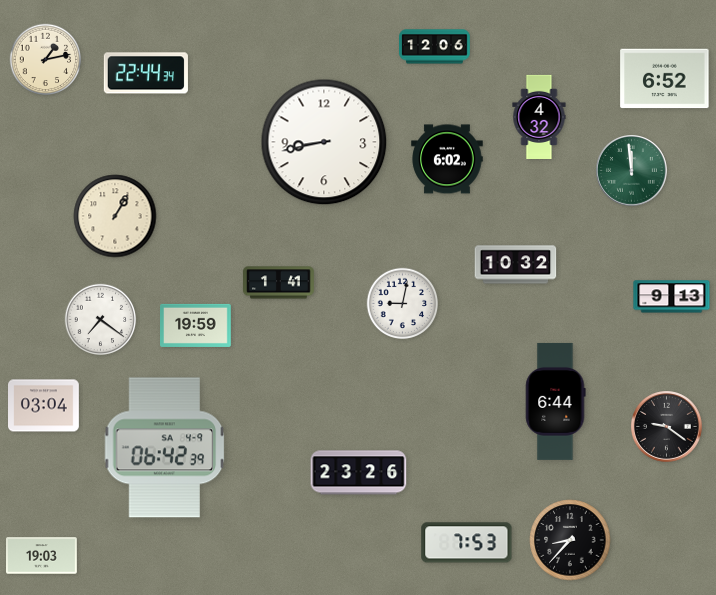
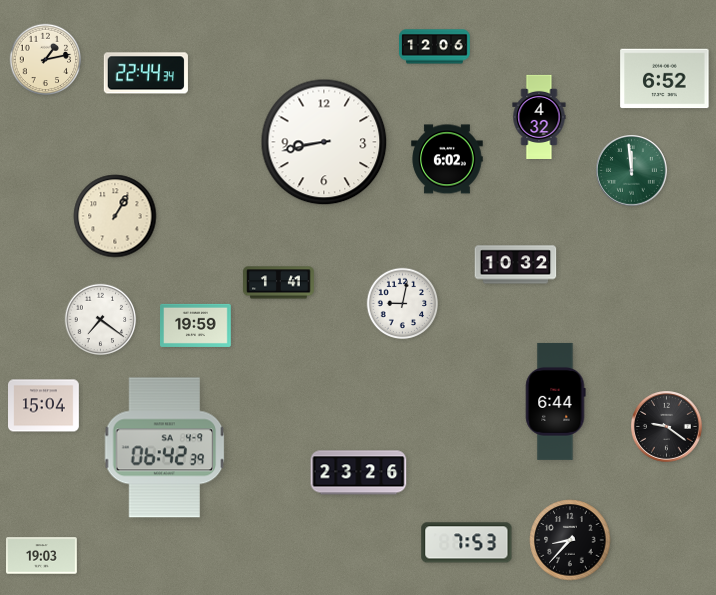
clock at (672, 297): 9:13 -> none
clock at (44, 406): 03:04 -> 15:04
